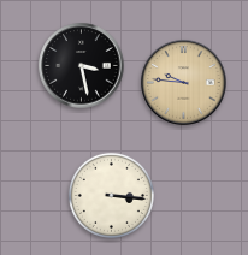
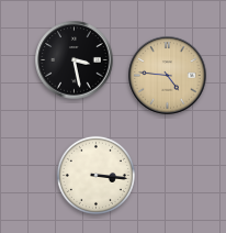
clock at (184, 83): 9:46 -> 4:46
clock at (111, 195) position: (111, 195) -> (95, 175)
